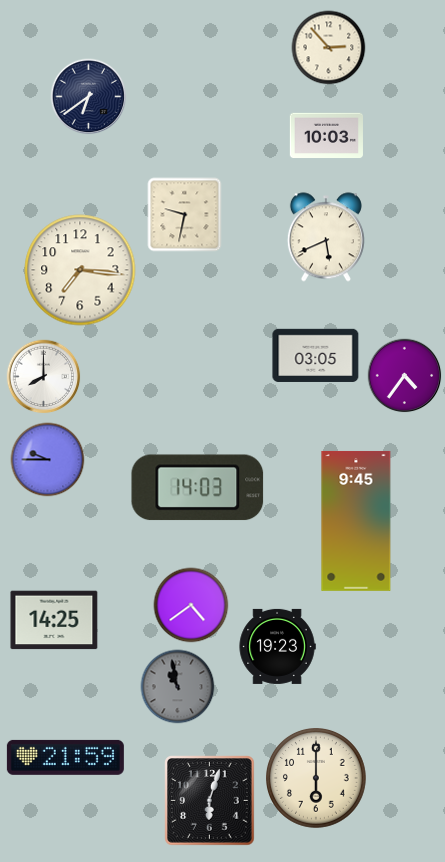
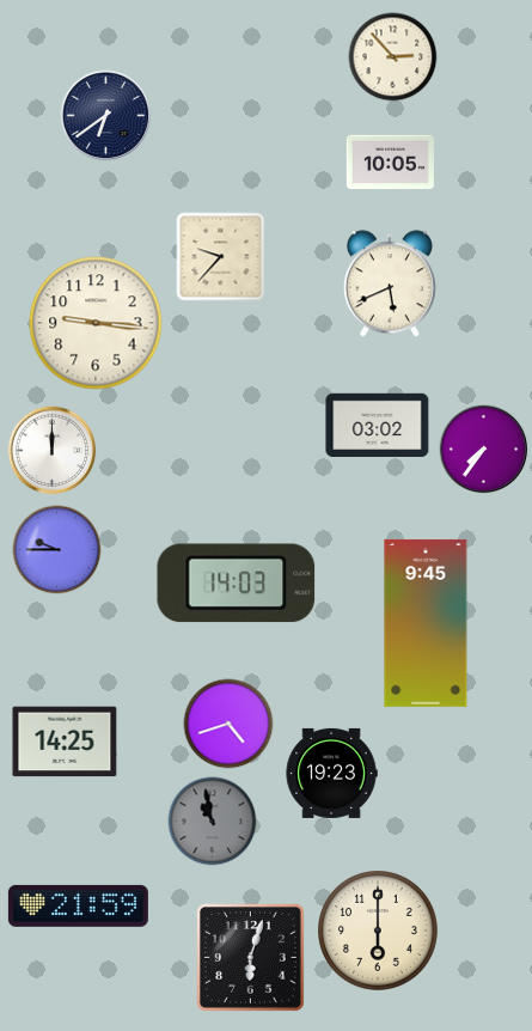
clock at (326, 136): 10:03 -> 10:05
clock at (185, 215): 9:32 -> 9:37
clock at (80, 270): 7:16 -> 9:16
clock at (316, 355): 03:05 -> 03:02
clock at (405, 376): 4:36 -> 7:36
clock at (44, 377): 8:00 -> 12:00
clock at (191, 605): 4:39 -> 4:42
